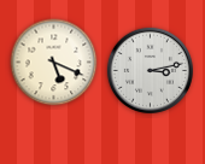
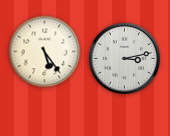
clock at (54, 63): 5:19 -> 5:24
